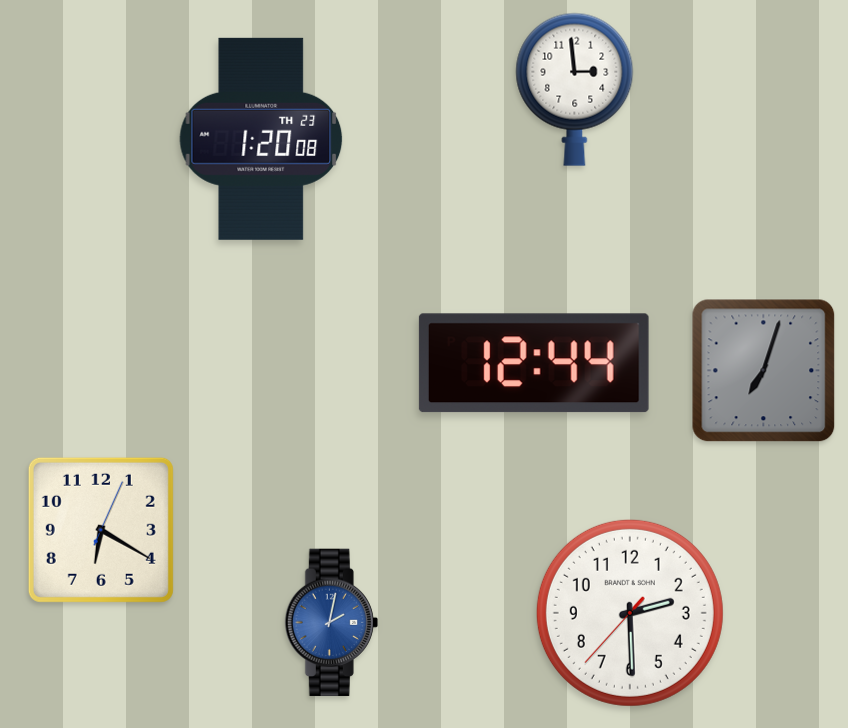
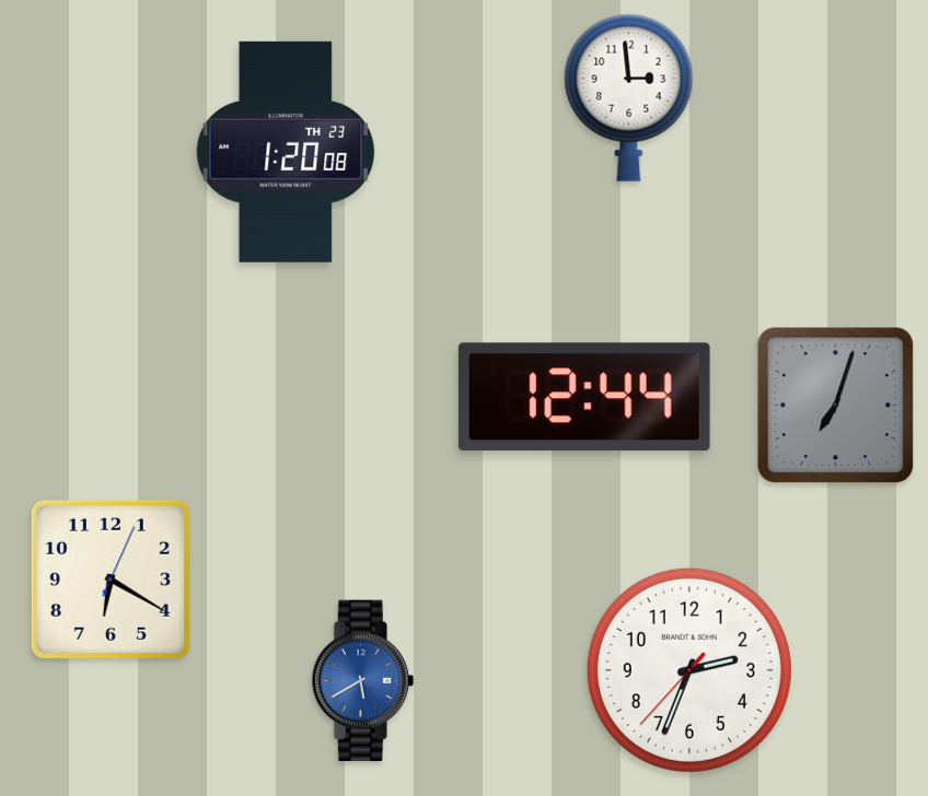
clock at (630, 613): 2:29 -> 2:33
clock at (331, 623): 2:02 -> 5:40
